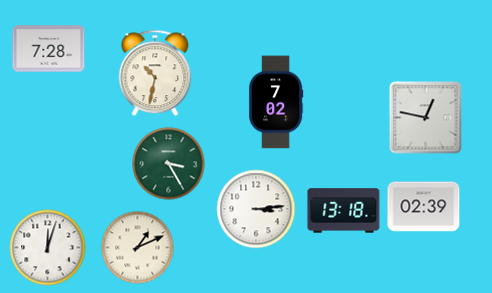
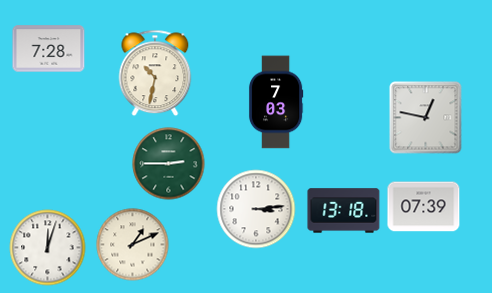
clock at (276, 102): 7:02 -> 7:03
clock at (169, 164): 3:25 -> 2:45
clock at (424, 207): 02:39 -> 07:39
clock at (138, 248) position: (138, 248) -> (133, 245)
